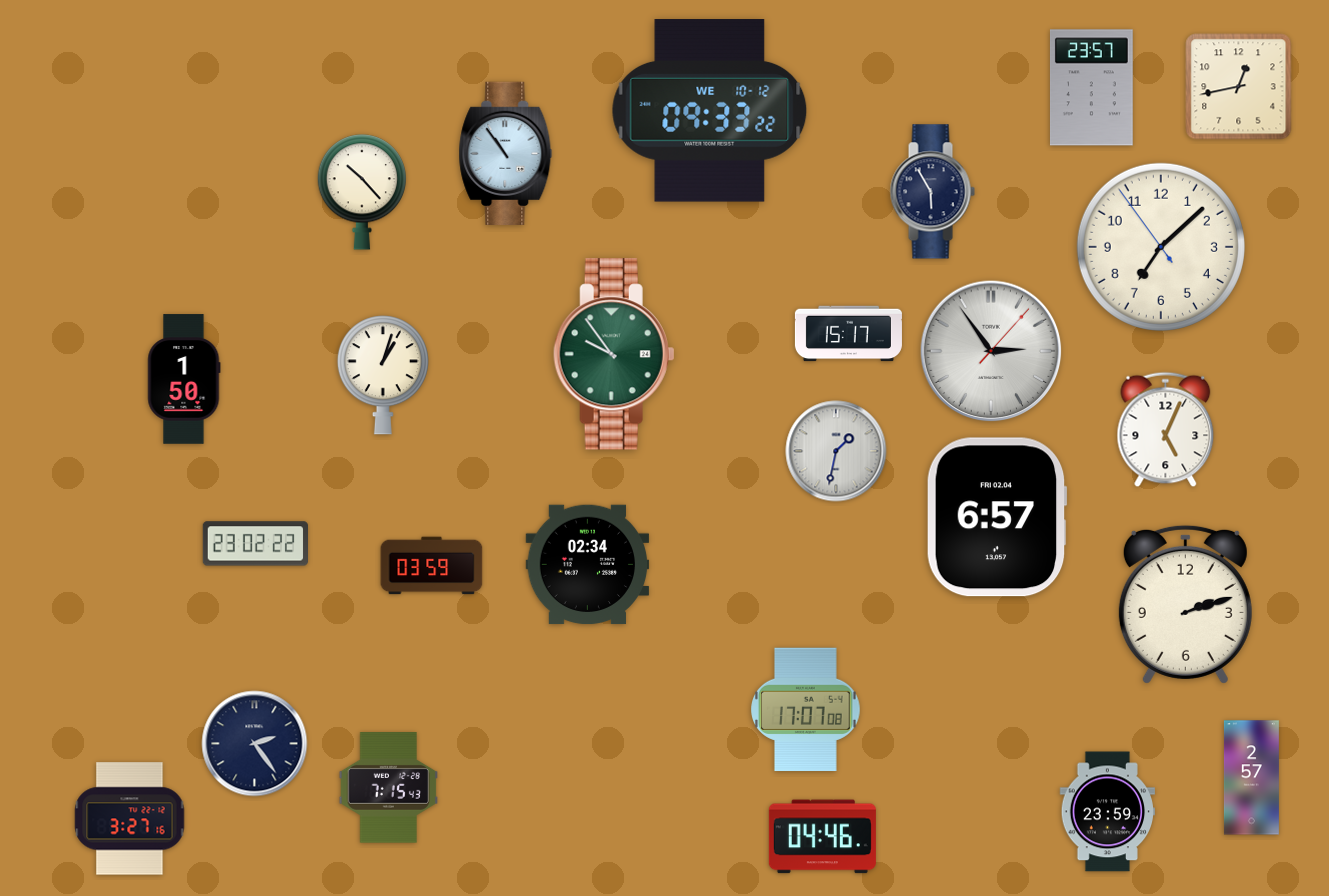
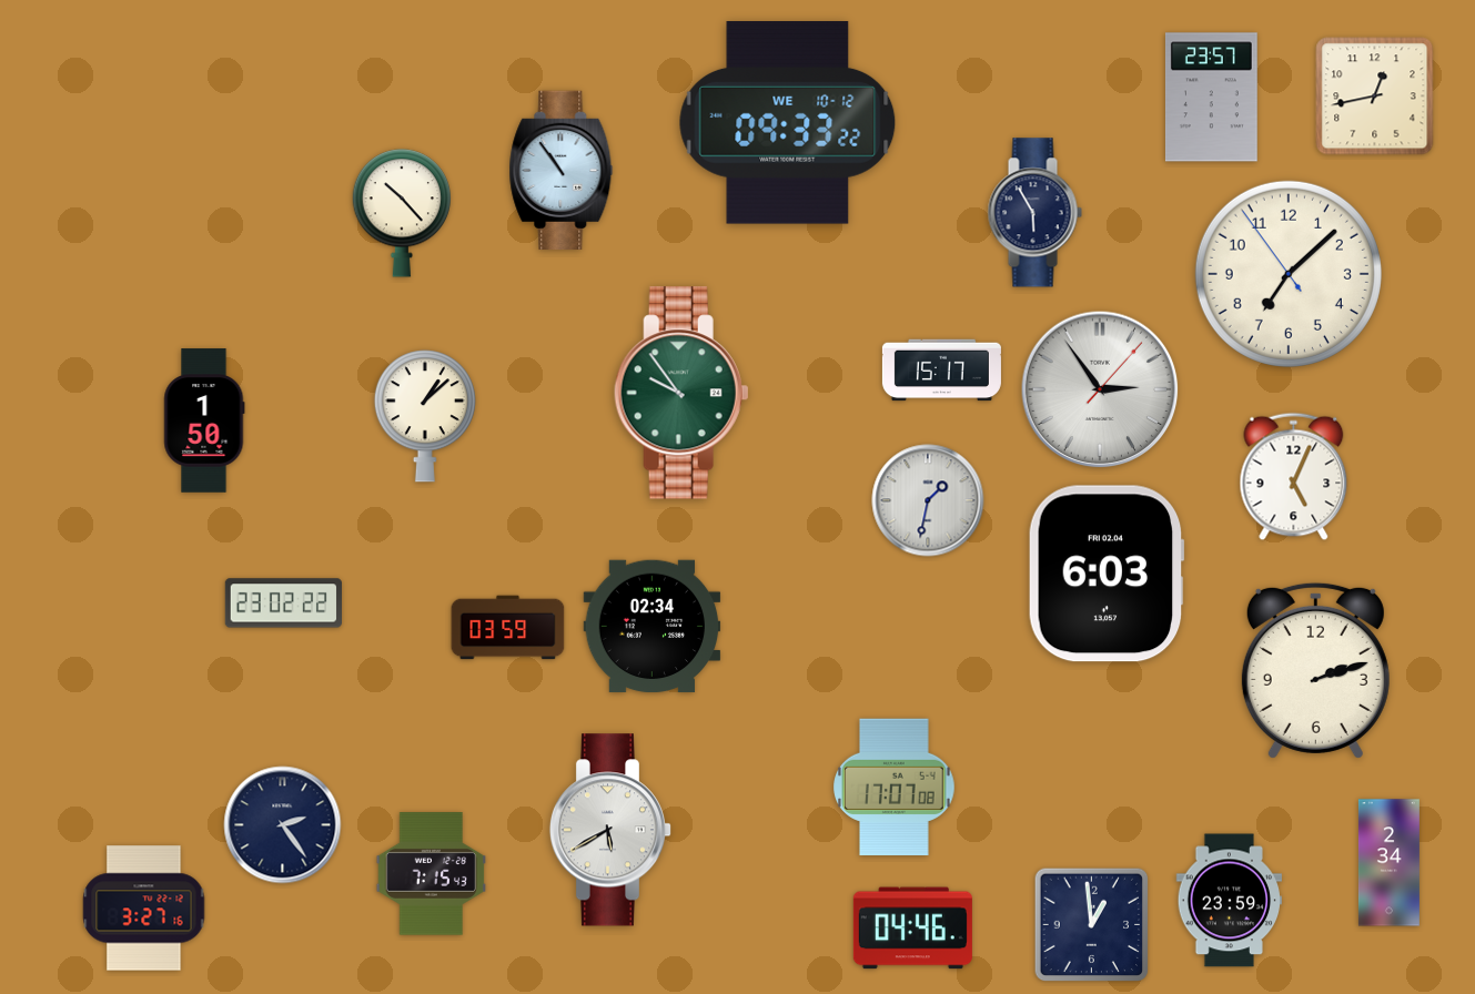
clock at (383, 375): 1:03 -> 1:08
clock at (997, 517): 6:57 -> 6:03
clock at (432, 566) position: (432, 566) -> (508, 628)
clock at (610, 830): none -> 5:40
clock at (1251, 778): 2:57 -> 2:34
clock at (1092, 925): none -> 12:59
